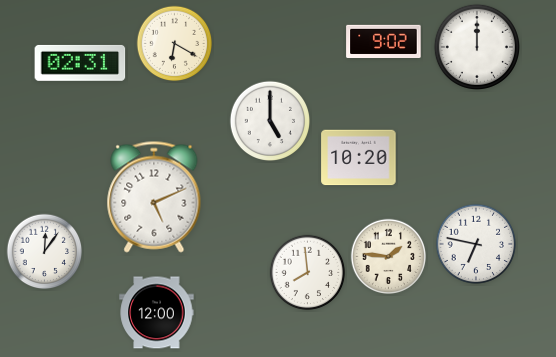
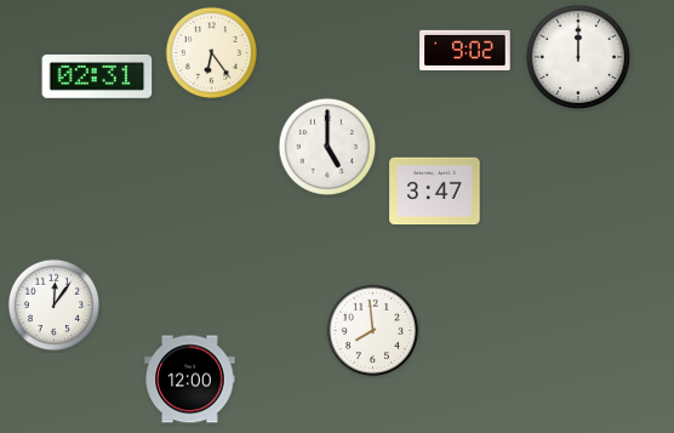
clock at (175, 44): 6:20 -> 6:24
clock at (359, 158): 10:20 -> 3:47
clock at (154, 197): 5:11 -> none
clock at (476, 244): 6:47 -> none
clock at (389, 257): 1:46 -> none
